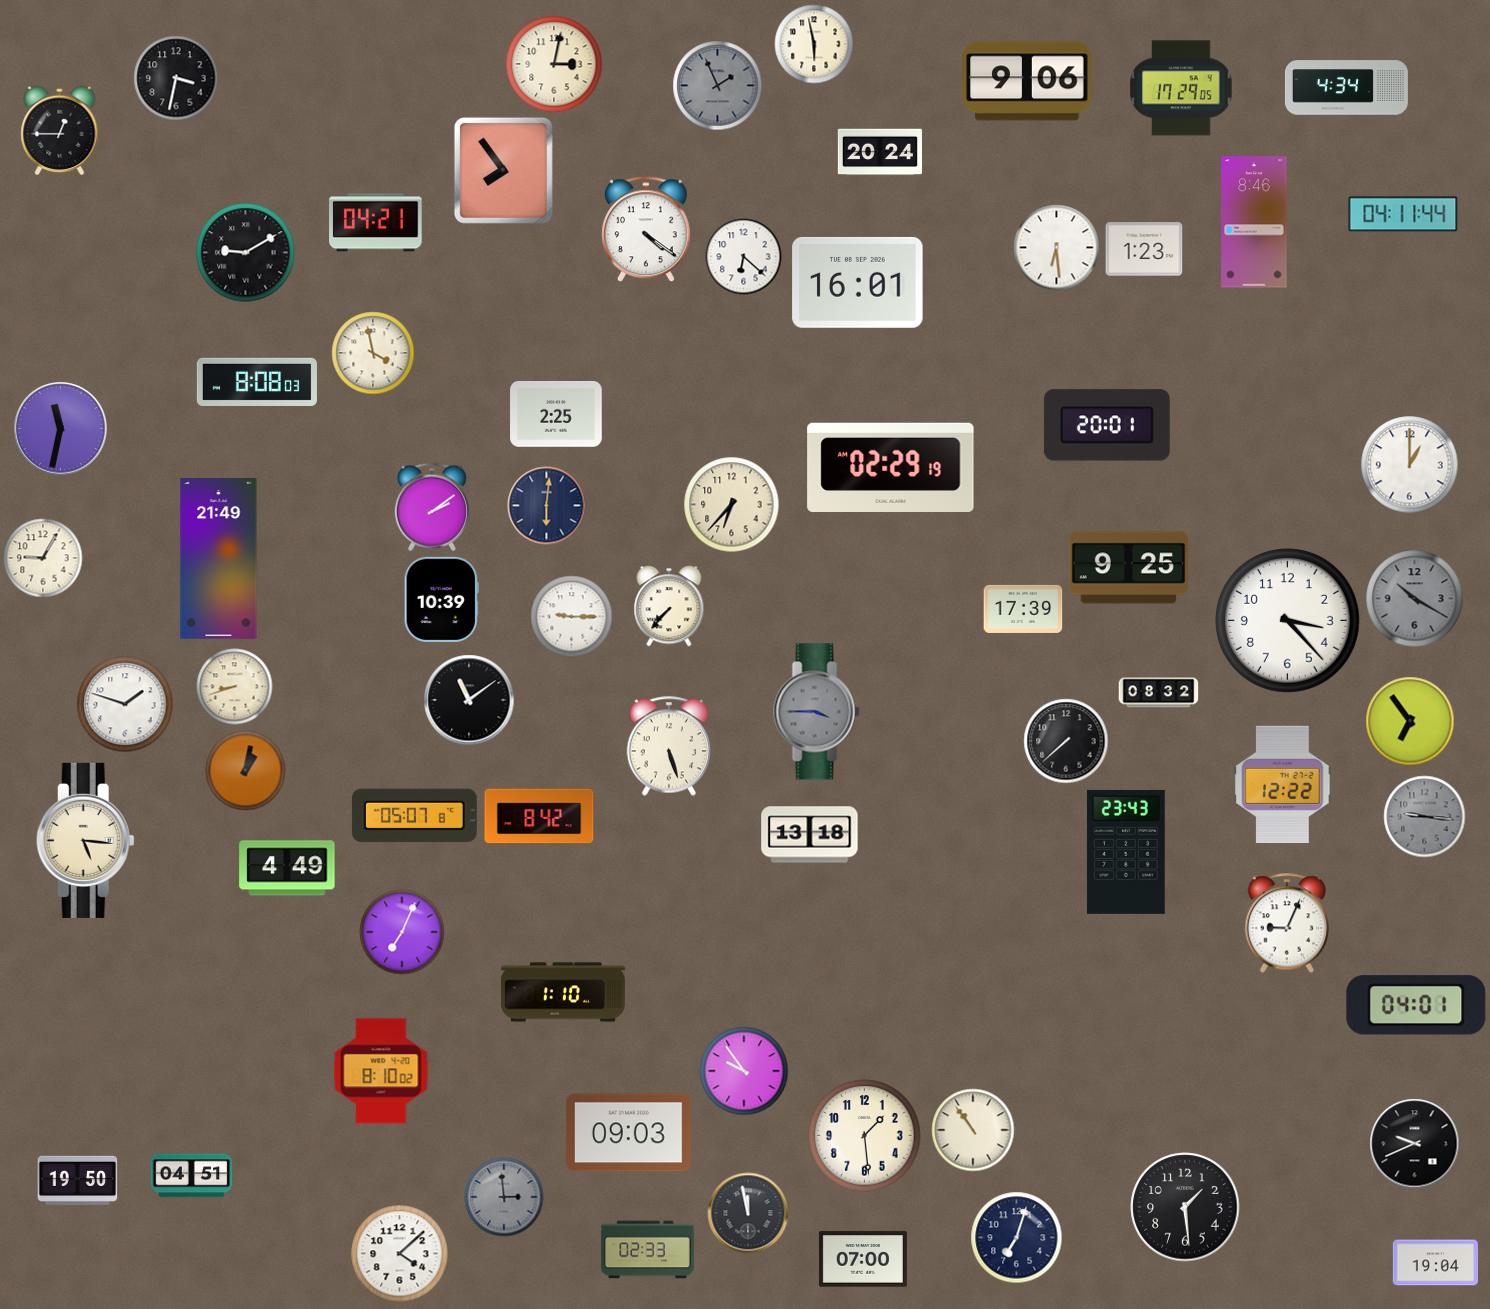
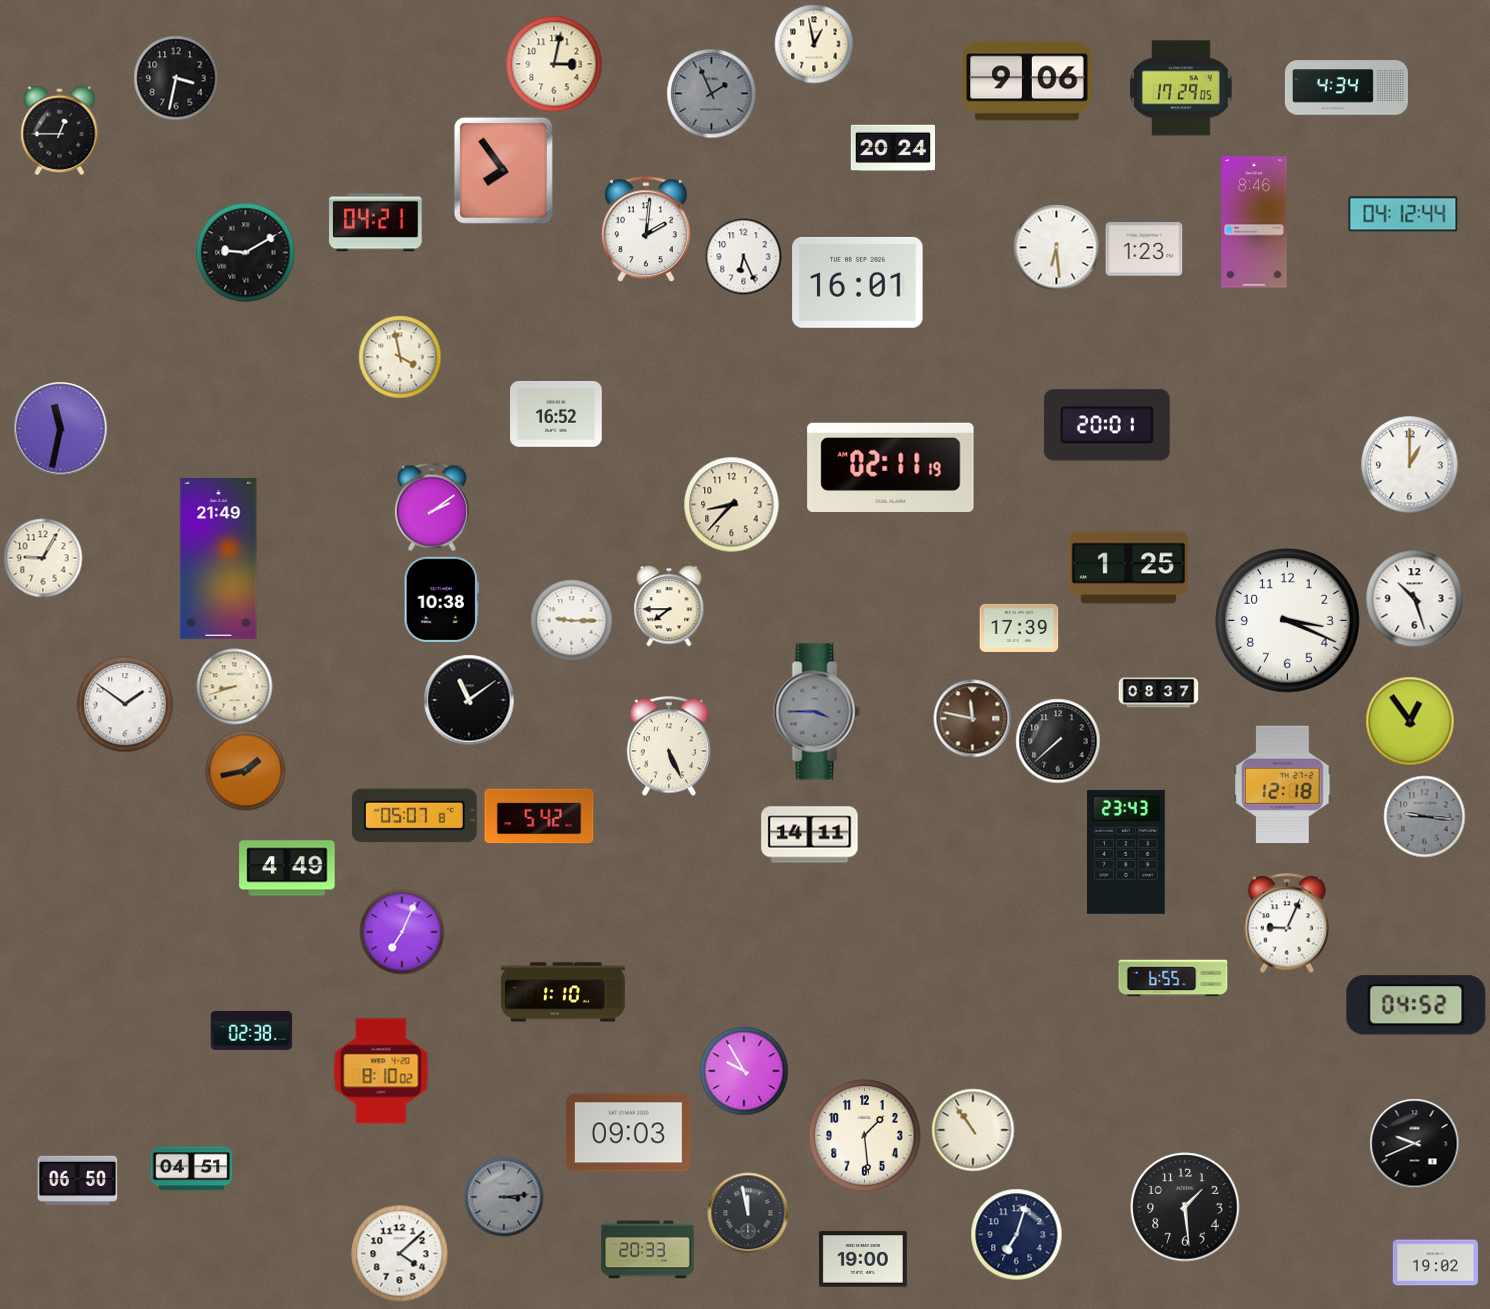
clock at (814, 44): 5:58 -> 12:58
clock at (718, 86) position: (718, 86) -> (712, 94)
clock at (879, 152) position: (879, 152) -> (892, 148)
clock at (1403, 214): 04:11 -> 04:12
clock at (646, 230): 4:21 -> 2:01
clock at (744, 257): 6:22 -> 6:26
clock at (373, 353) position: (373, 353) -> (400, 357)
clock at (257, 381): 8:08 -> none
clock at (556, 415): 2:25 -> 16:52
clock at (891, 467): 02:29 -> 02:11
clock at (732, 505): 6:37 -> 8:37
clock at (547, 506): 6:01 -> none
clock at (1128, 568): 9:25 -> 1:25
clock at (441, 599): 10:39 -> 10:38
clock at (1415, 599): 10:20 -> 10:27
clock at (1415, 599) dial: grey -> white
clock at (669, 606): 7:37 -> 7:45
clock at (1023, 609) position: (1023, 609) -> (1019, 628)
clock at (572, 617) position: (572, 617) -> (572, 621)
clock at (1288, 621): 3:23 -> 3:19
clock at (1159, 693): 08:32 -> 08:37
clock at (125, 704): 1:48 -> 1:51
clock at (973, 719): none -> 11:47
clock at (1410, 721): 6:54 -> 12:54
clock at (1066, 741) position: (1066, 741) -> (1058, 741)
clock at (669, 746): 5:27 -> 5:26
clock at (246, 771): 1:02 -> 1:43
clock at (1283, 784): 12:22 -> 12:18
clock at (539, 816): 8:42 -> 5:42
clock at (810, 835): 13:18 -> 14:11
clock at (85, 840): 5:16 -> none
clock at (1173, 978): none -> 6:55
clock at (1416, 1005): 04:01 -> 04:52
clock at (252, 1030): none -> 02:38
clock at (744, 1071): 9:54 -> 9:55
clock at (192, 1176) position: (192, 1176) -> (192, 1169)
clock at (78, 1180): 19:50 -> 06:50
clock at (504, 1197): 2:59 -> 3:14
clock at (1017, 1238) position: (1017, 1238) -> (1017, 1235)
clock at (648, 1250): 02:33 -> 20:33
clock at (863, 1259): 07:00 -> 19:00
clock at (1435, 1263): 19:04 -> 19:02
